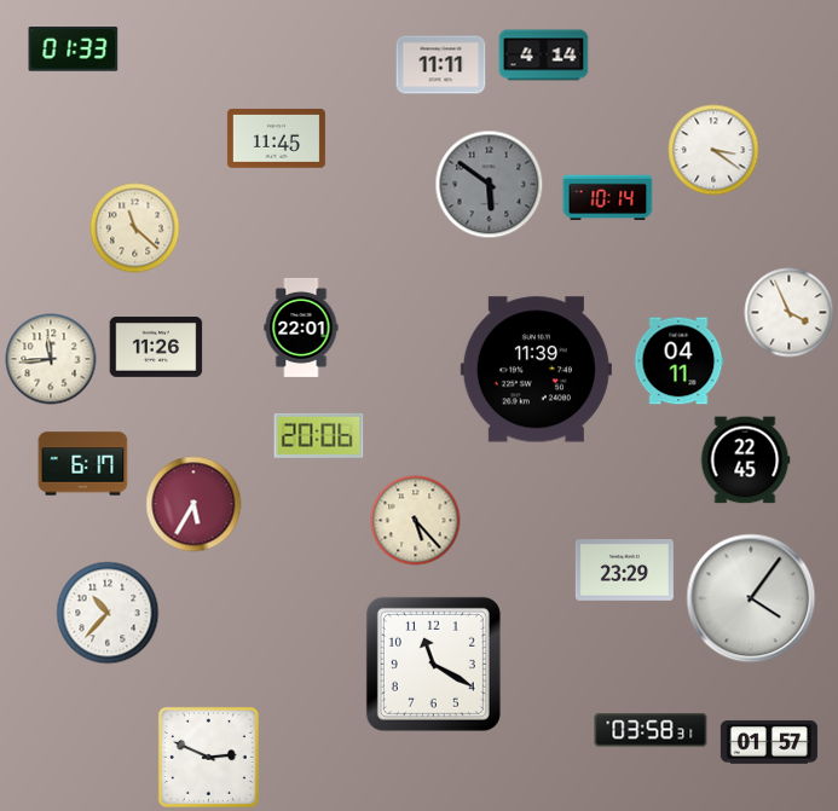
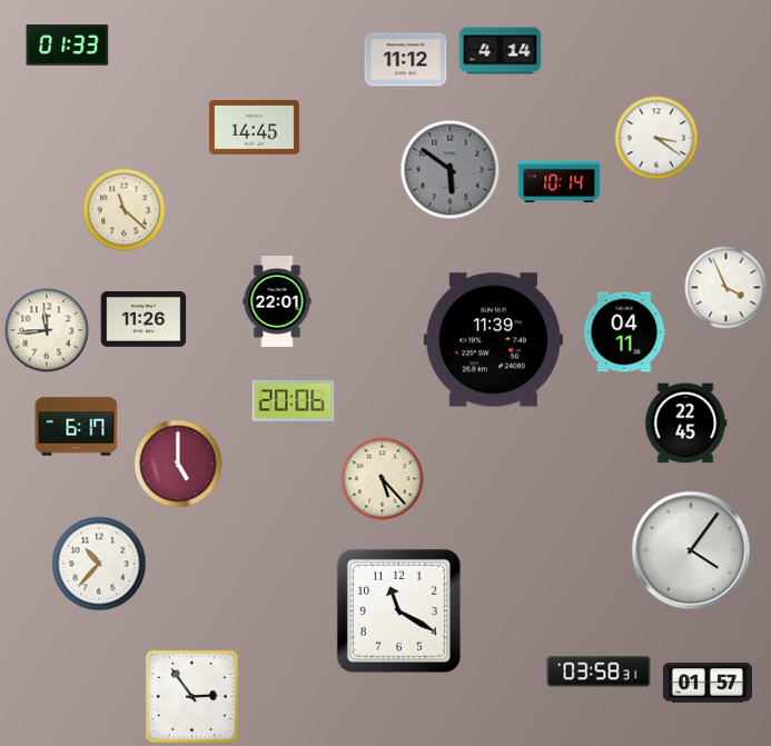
clock at (441, 65): 11:11 -> 11:12
clock at (276, 139): 11:45 -> 14:45
clock at (193, 504): 5:35 -> 5:00
clock at (624, 570): 23:29 -> none
clock at (208, 757): 2:49 -> 2:54
